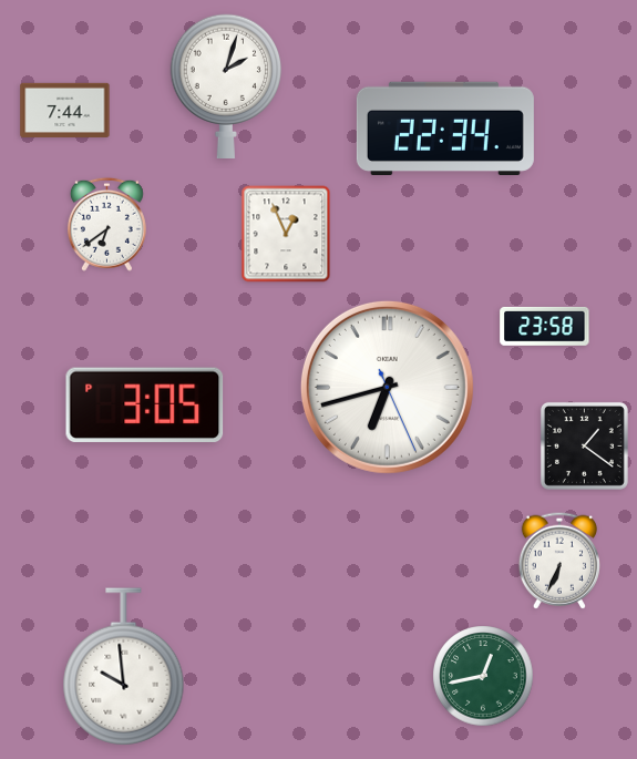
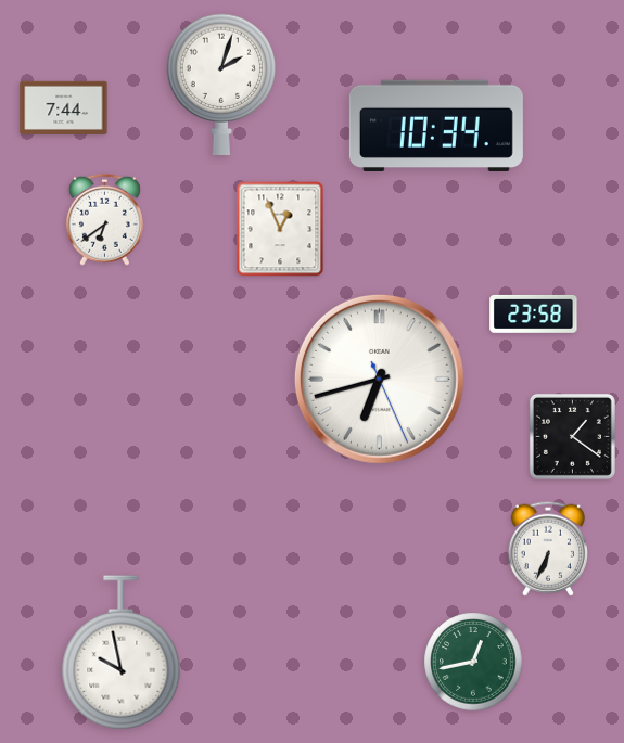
clock at (445, 127): 22:34 -> 10:34
clock at (545, 326) position: (545, 326) -> (534, 313)
clock at (145, 404): 3:05 -> none
clock at (124, 667): 9:59 -> 9:58
